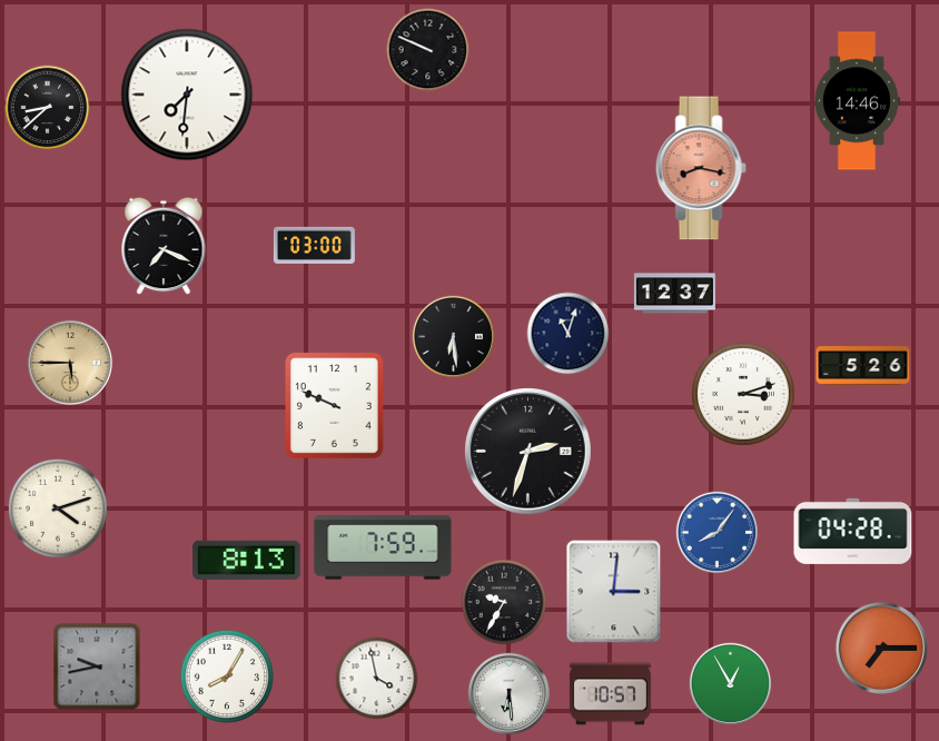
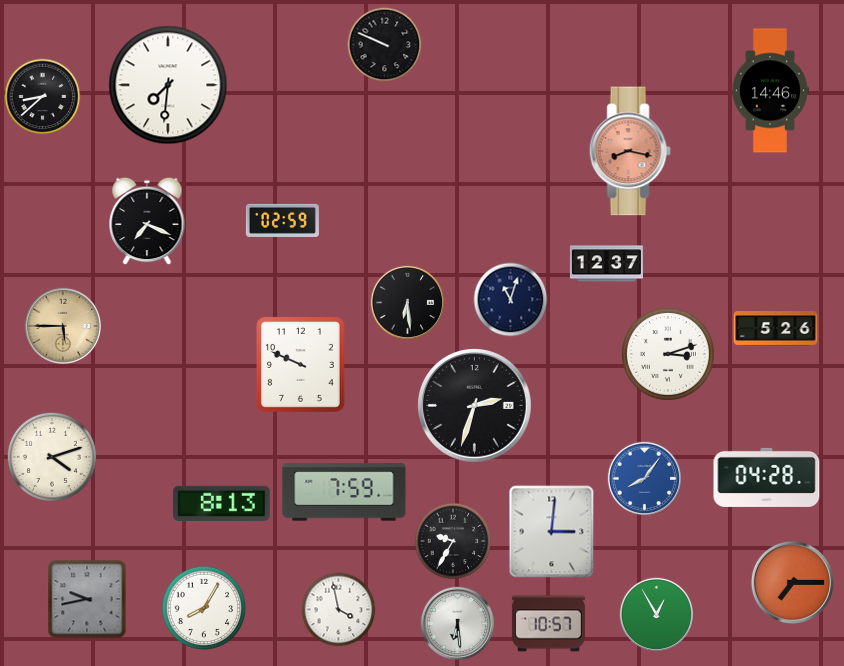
clock at (314, 245): 03:00 -> 02:59
